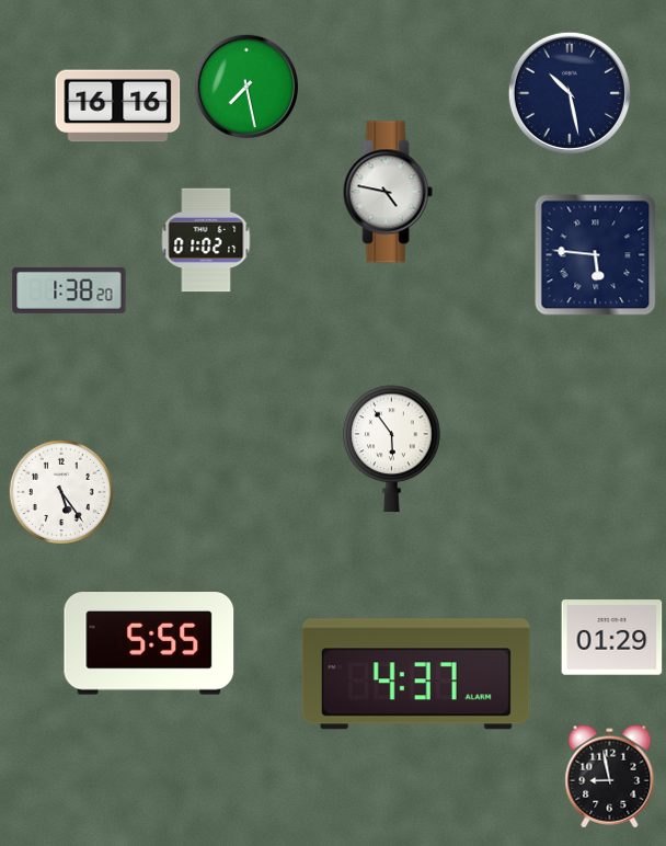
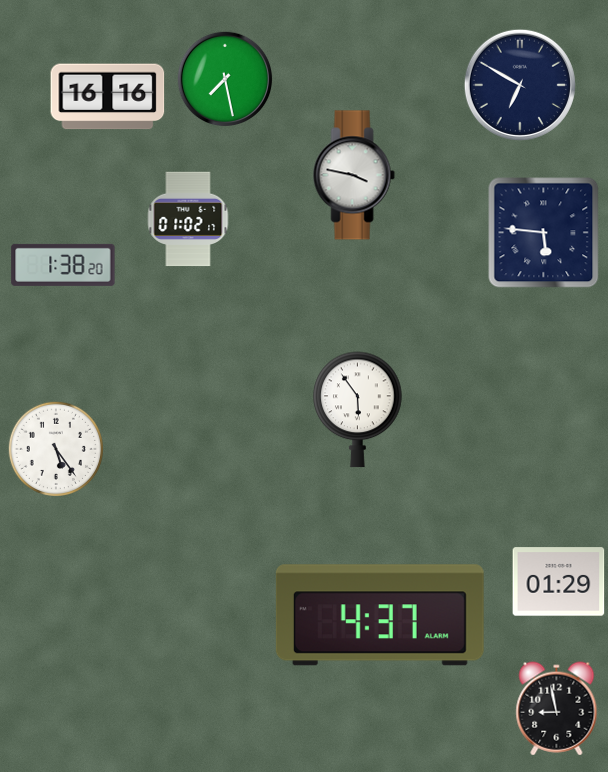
clock at (570, 93): 10:28 -> 6:50
clock at (388, 192): 4:47 -> 3:47
clock at (149, 643): 5:55 -> none
